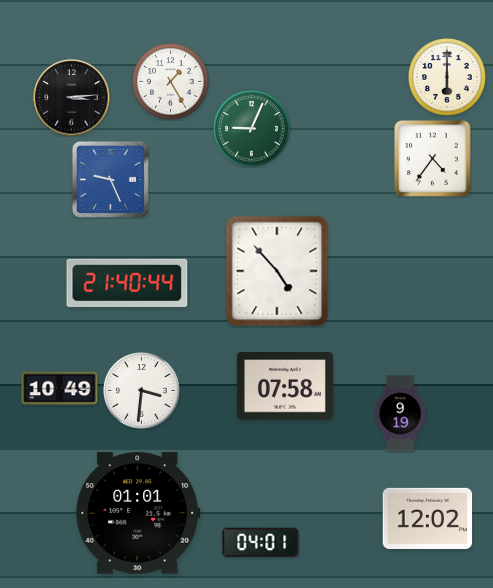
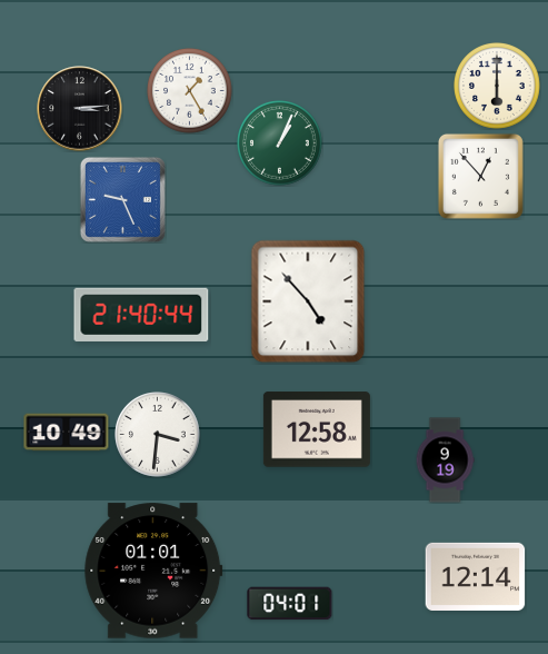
clock at (252, 129): 9:04 -> 1:04
clock at (432, 158): 4:36 -> 12:53
clock at (285, 386): 07:58 -> 12:58
clock at (428, 518): 12:02 -> 12:14
